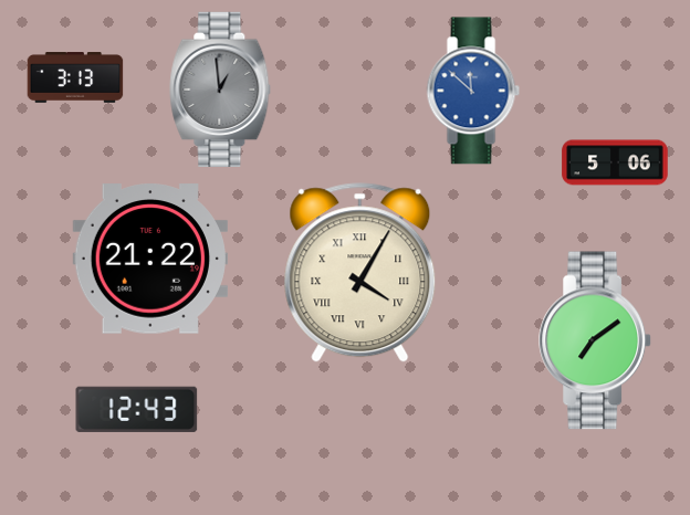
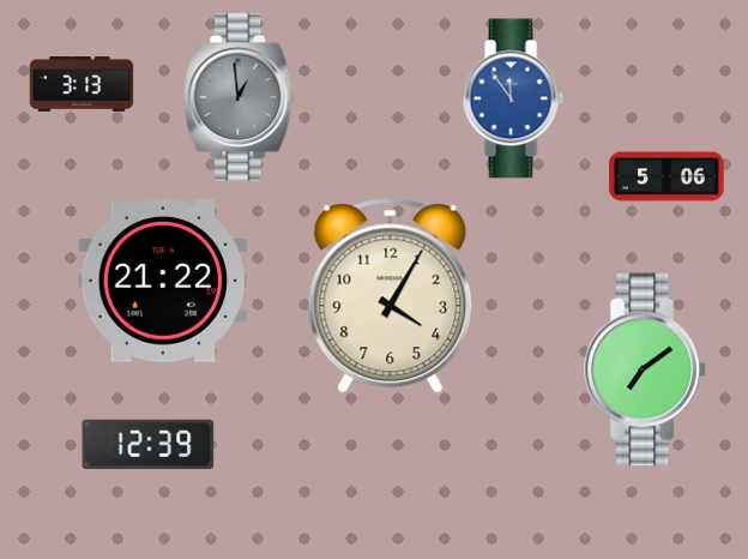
clock at (473, 91): 11:52 -> 11:54
clock at (360, 273) numerals: Roman -> Arabic
clock at (137, 409): 12:43 -> 12:39
